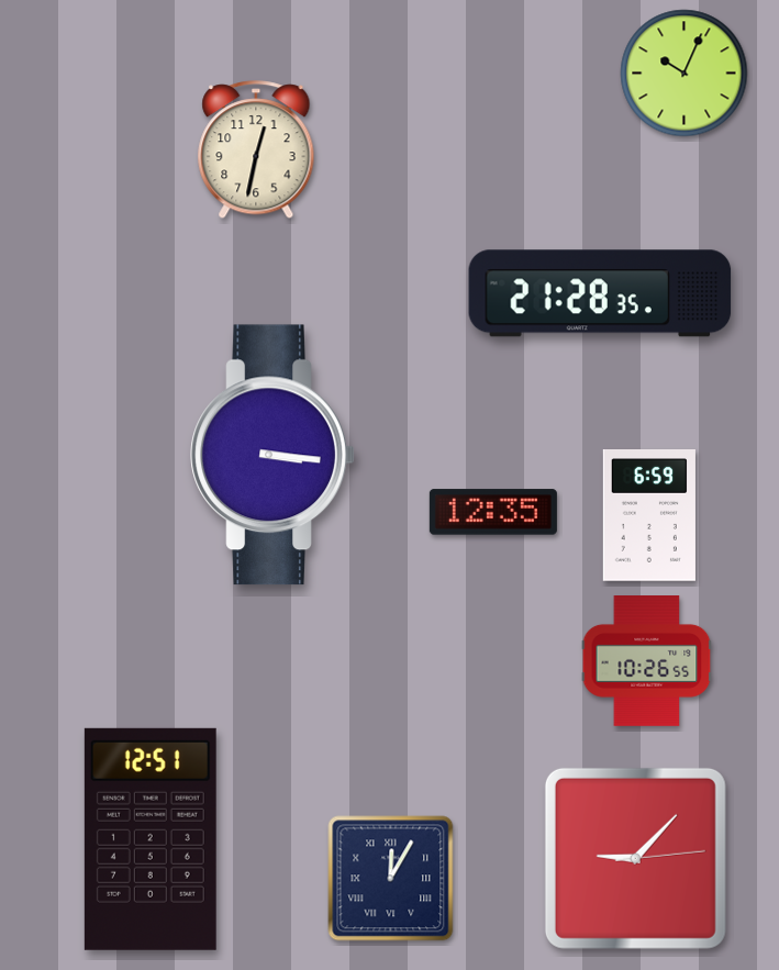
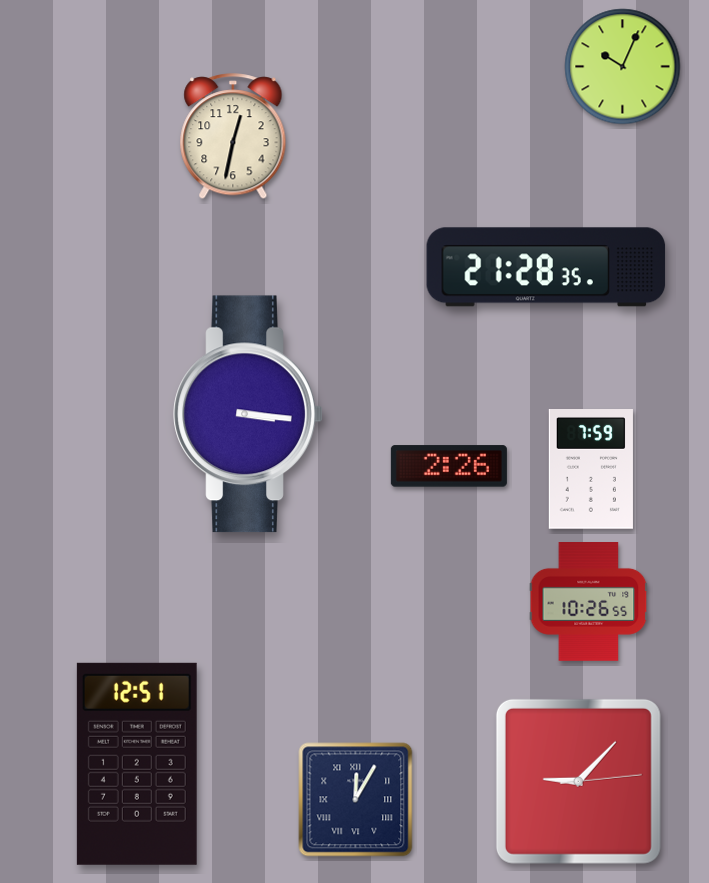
clock at (493, 512): 12:35 -> 2:26
clock at (649, 516): 6:59 -> 7:59
